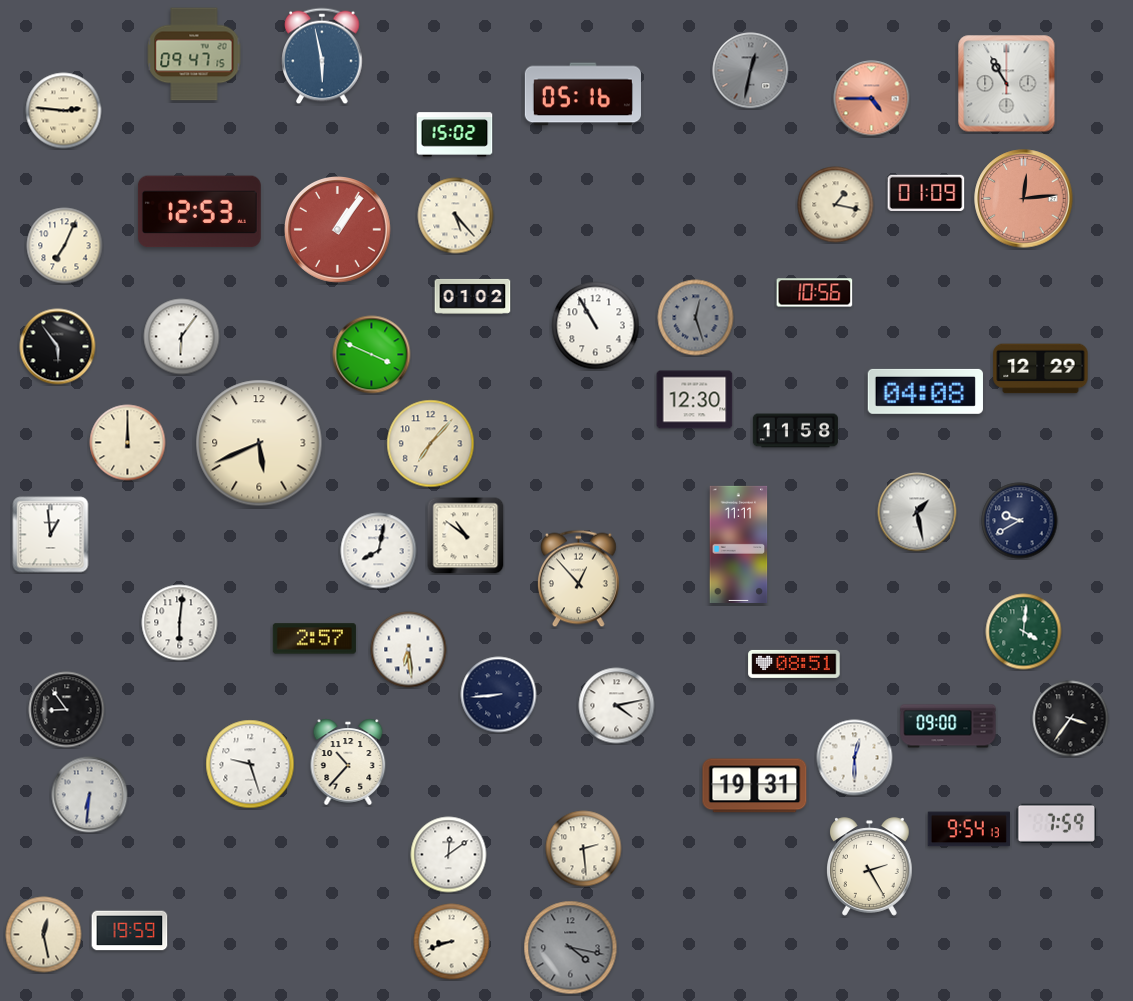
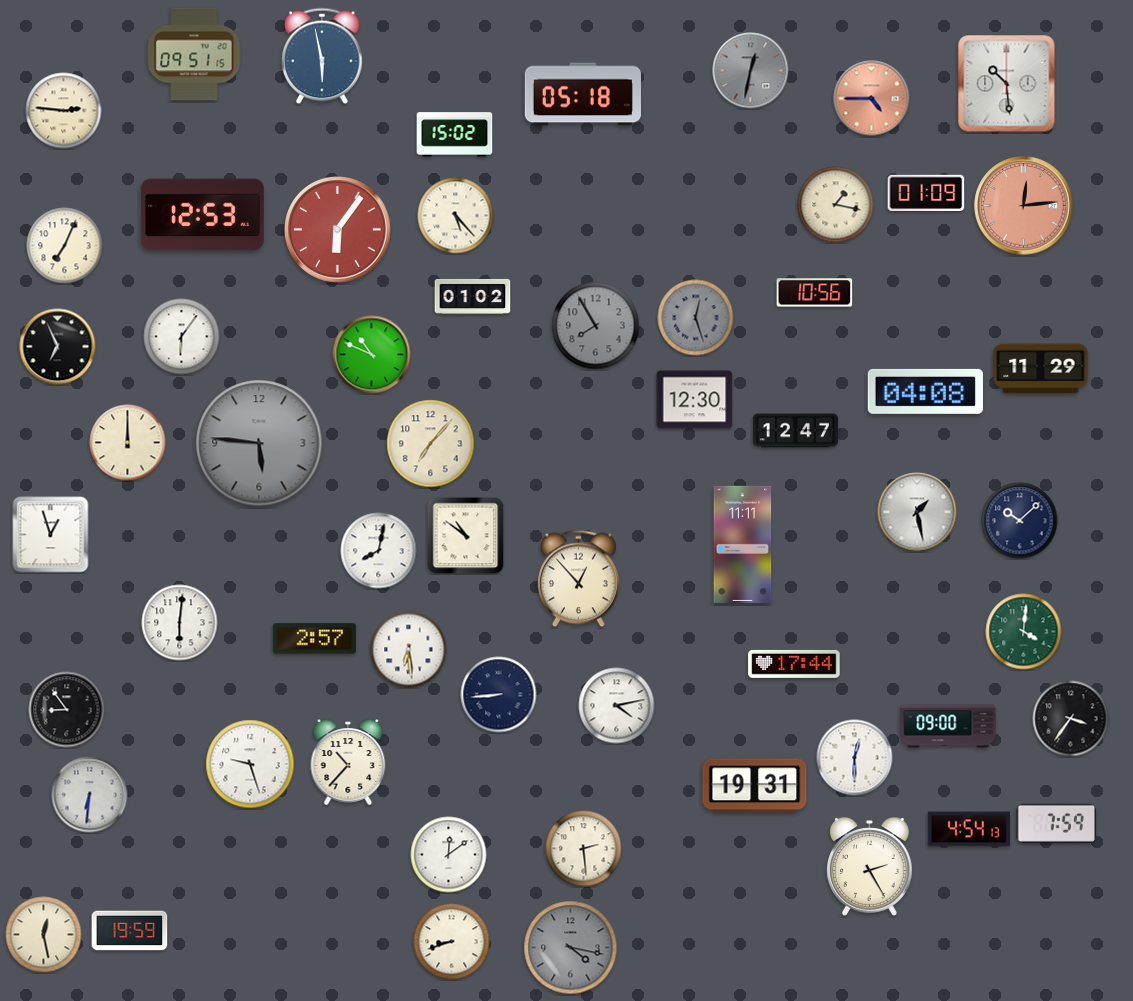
clock at (194, 54): 09:47 -> 09:51
clock at (1007, 84): 10:55 -> 10:29
clock at (582, 94): 05:16 -> 05:18
clock at (1024, 199) position: (1024, 199) -> (1024, 206)
clock at (199, 212) position: (199, 212) -> (202, 215)
clock at (338, 230): 1:06 -> 6:06
clock at (596, 326): 10:55 -> 7:55
clock at (596, 326) dial: white -> grey
clock at (58, 347): 5:54 -> 6:56
clock at (372, 355): 3:49 -> 10:49
clock at (1041, 369): 12:29 -> 11:29
clock at (795, 431): 11:58 -> 12:47
clock at (259, 443): 5:41 -> 5:46
clock at (259, 443) dial: cream -> grey
clock at (1020, 521): 9:40 -> 10:08
clock at (51, 535): 12:59 -> 12:57
clock at (739, 544) position: (739, 544) -> (743, 544)
clock at (794, 664): 08:51 -> 17:44
clock at (969, 829): 9:54 -> 4:54
